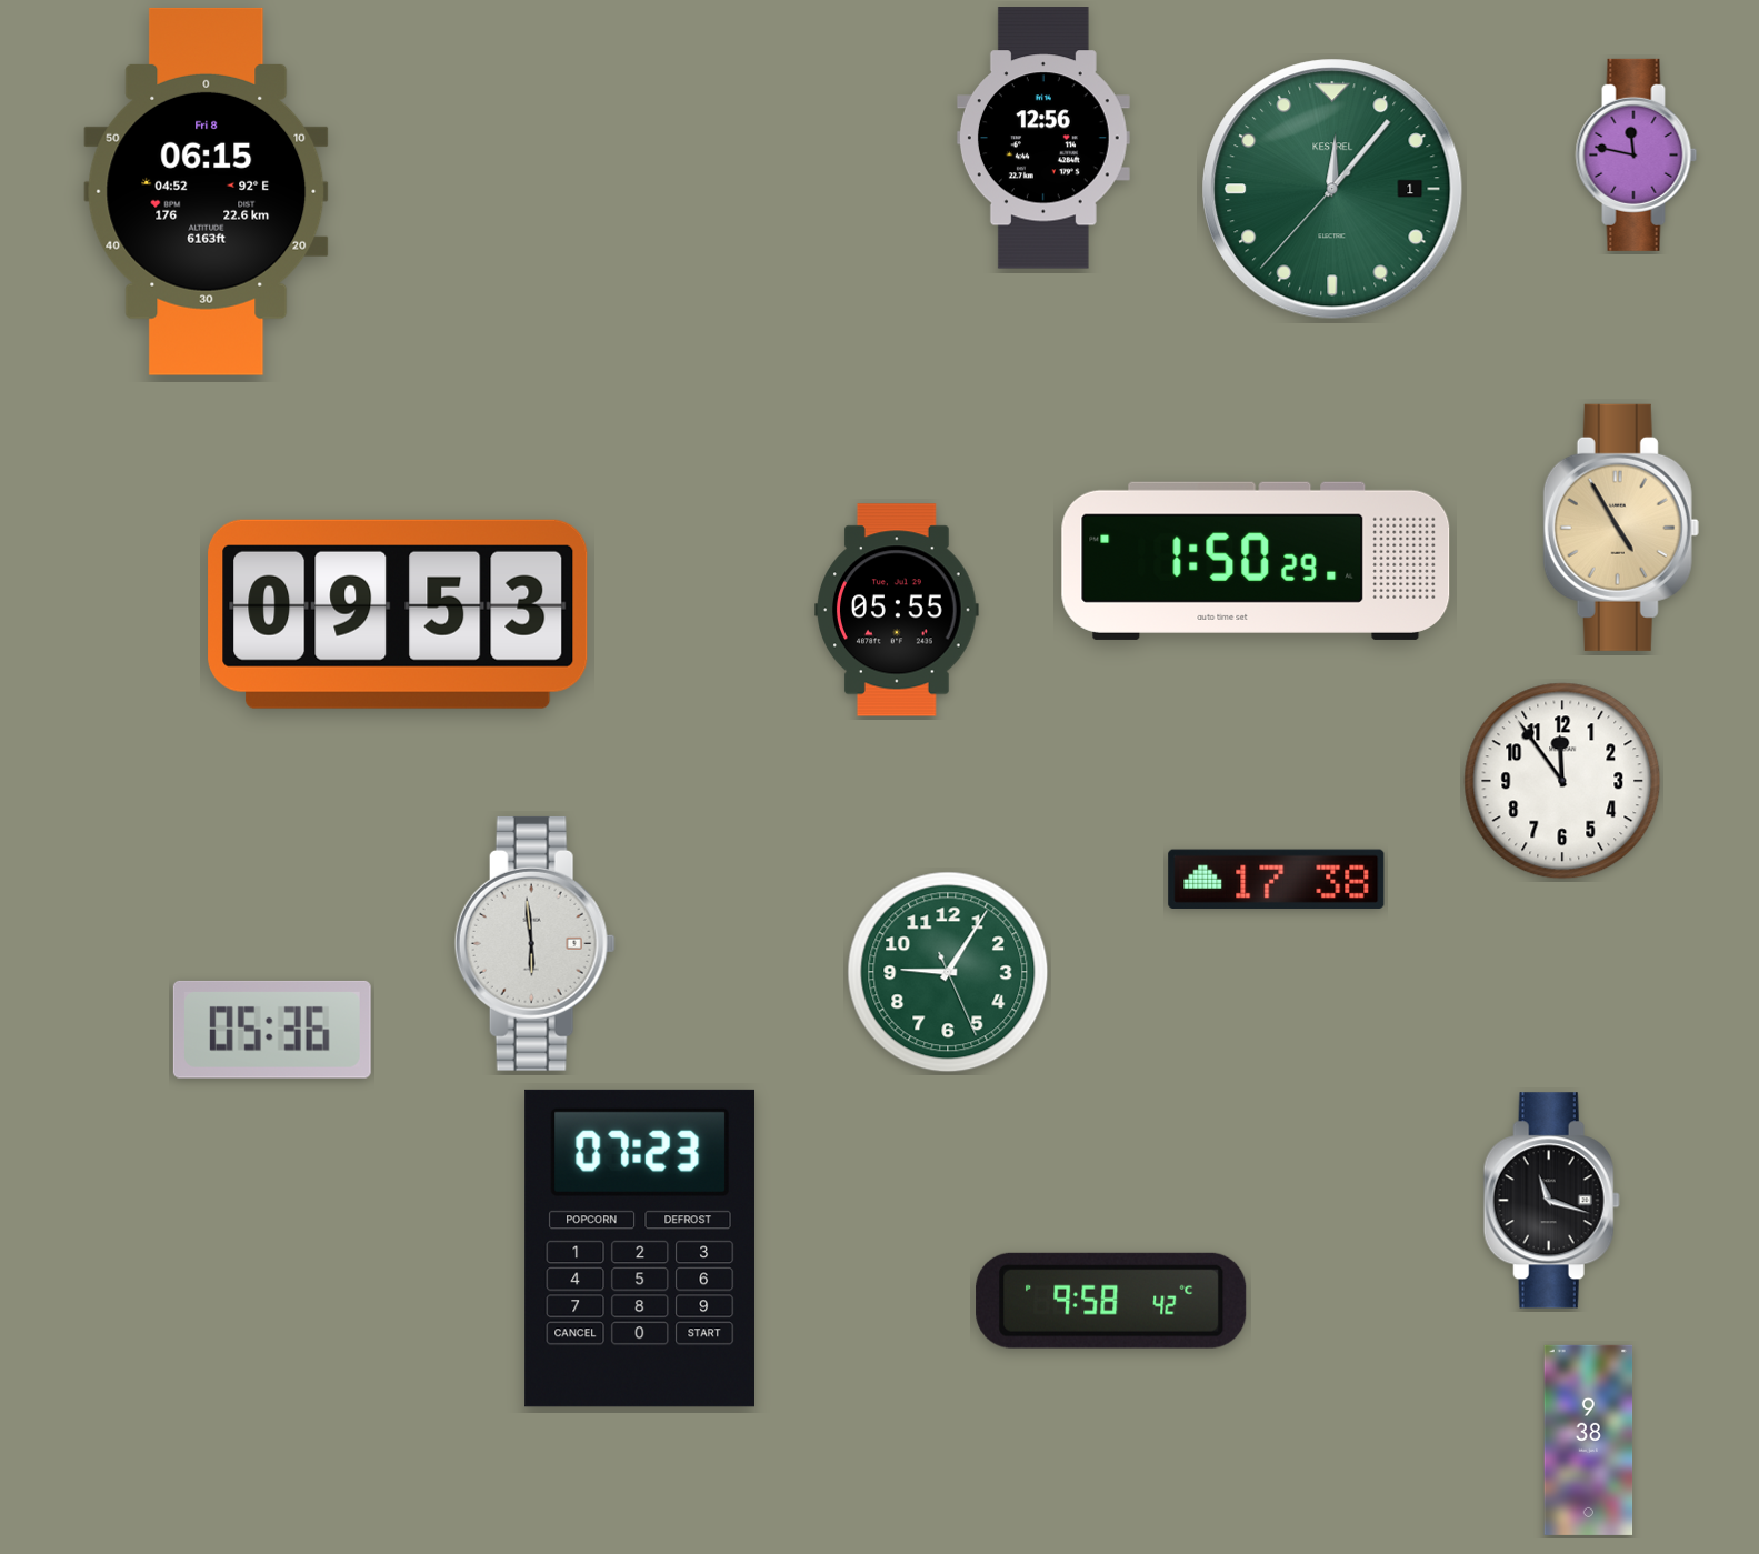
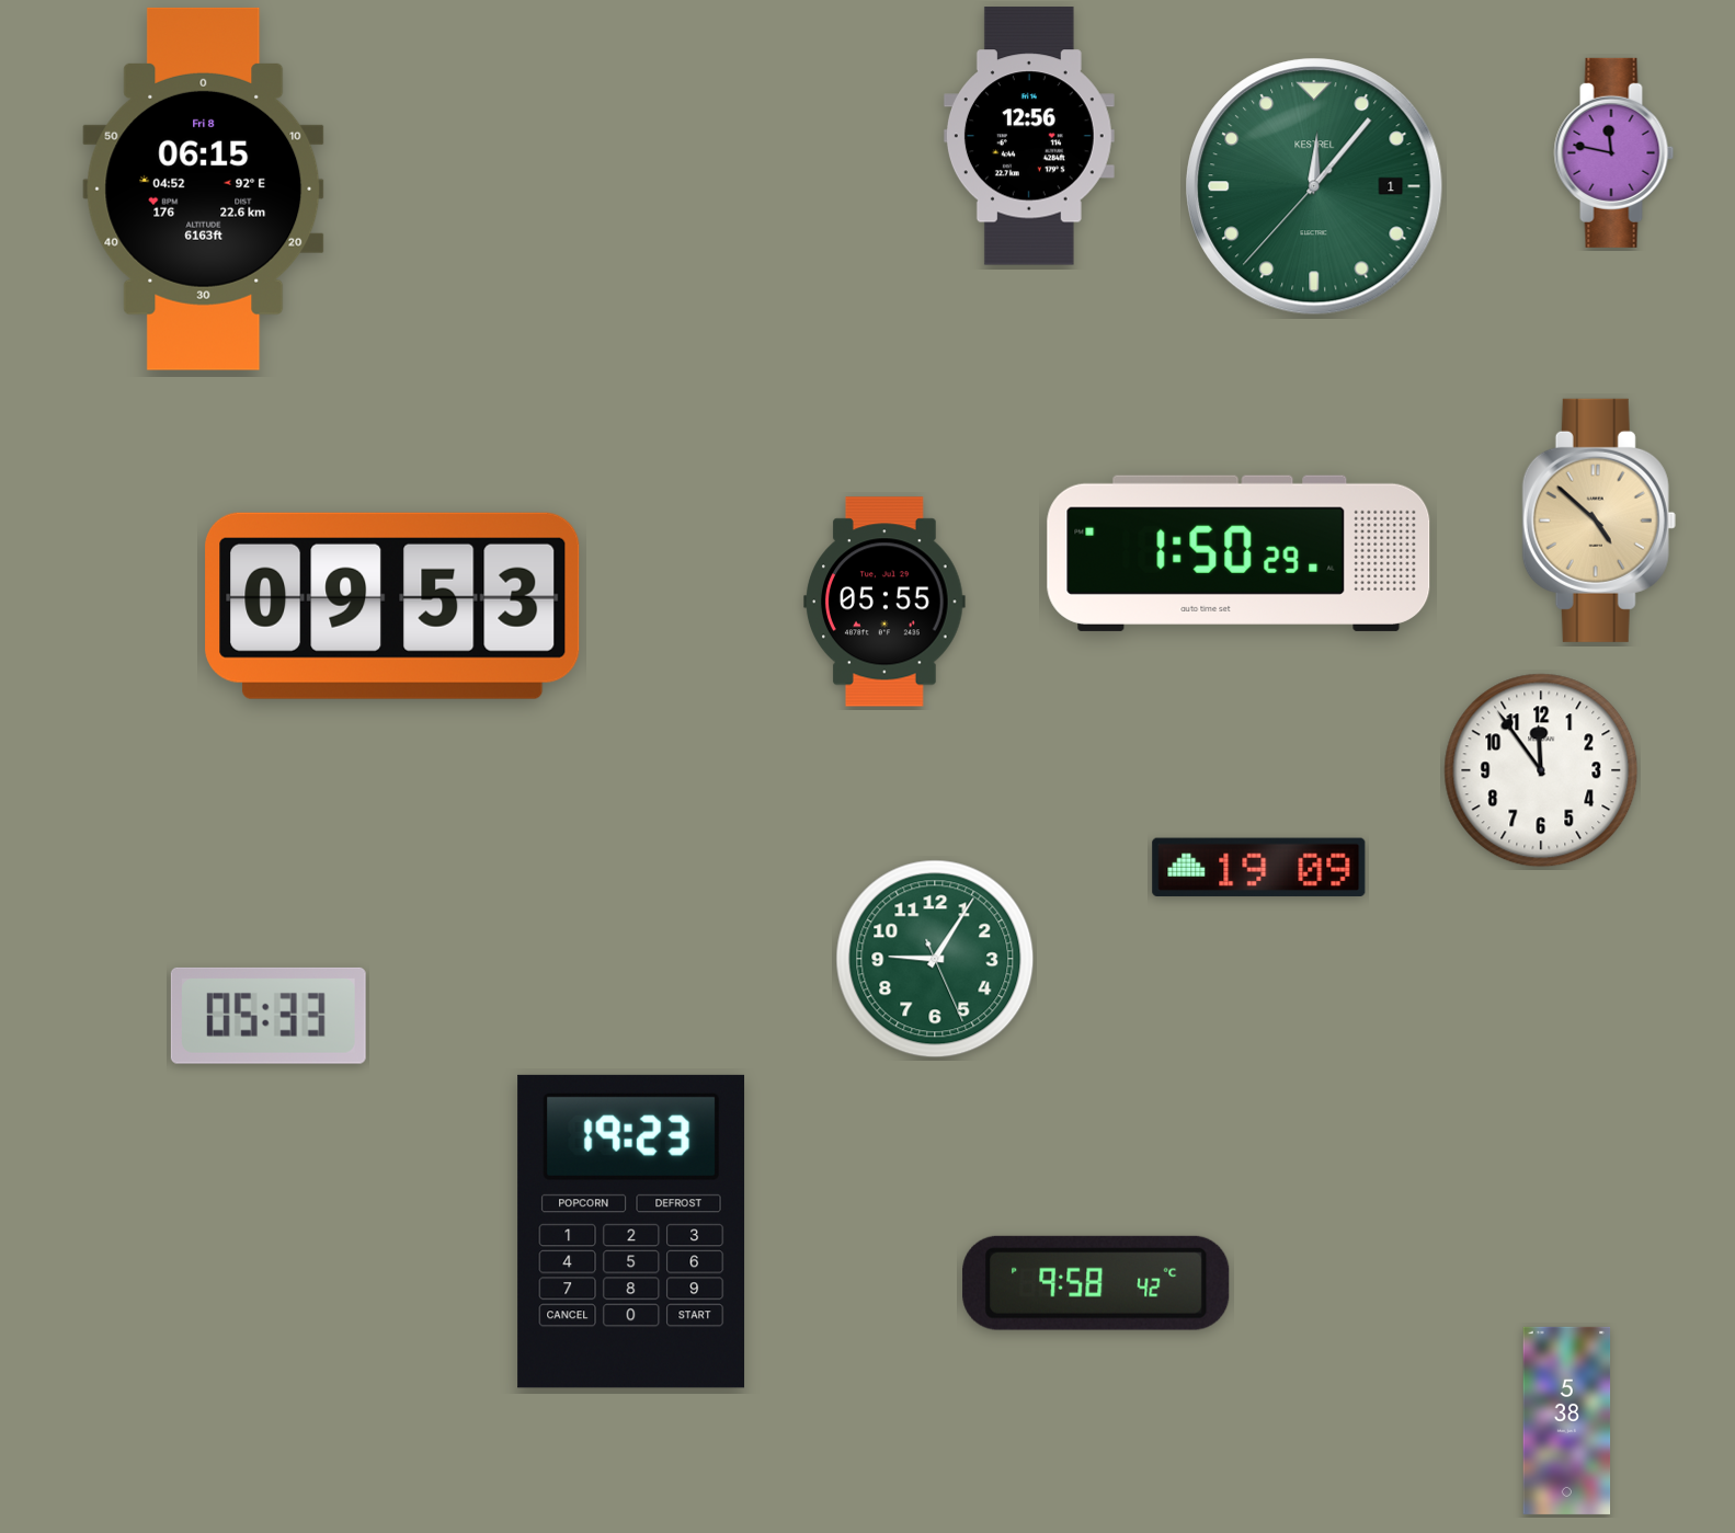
clock at (1621, 528): 4:55 -> 4:52
clock at (1277, 879): 17:38 -> 19:09
clock at (534, 943): 5:59 -> none
clock at (272, 1030): 05:36 -> 05:33
clock at (1551, 1201): 11:18 -> none
clock at (640, 1249): 07:23 -> 19:23
clock at (1589, 1440): 9:38 -> 5:38
